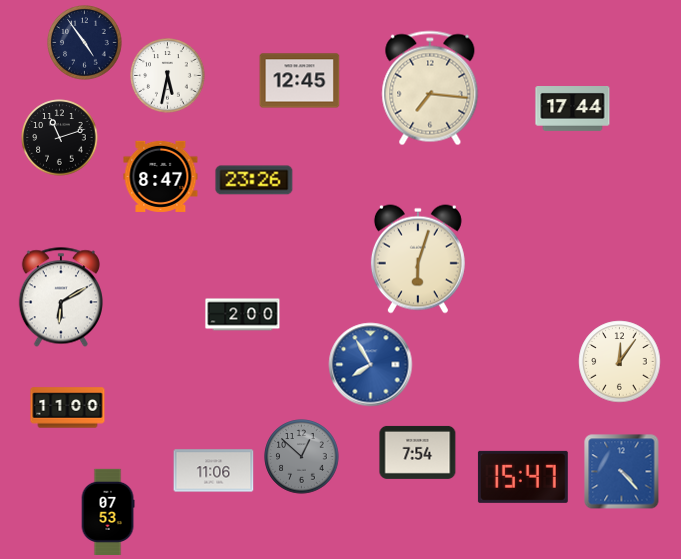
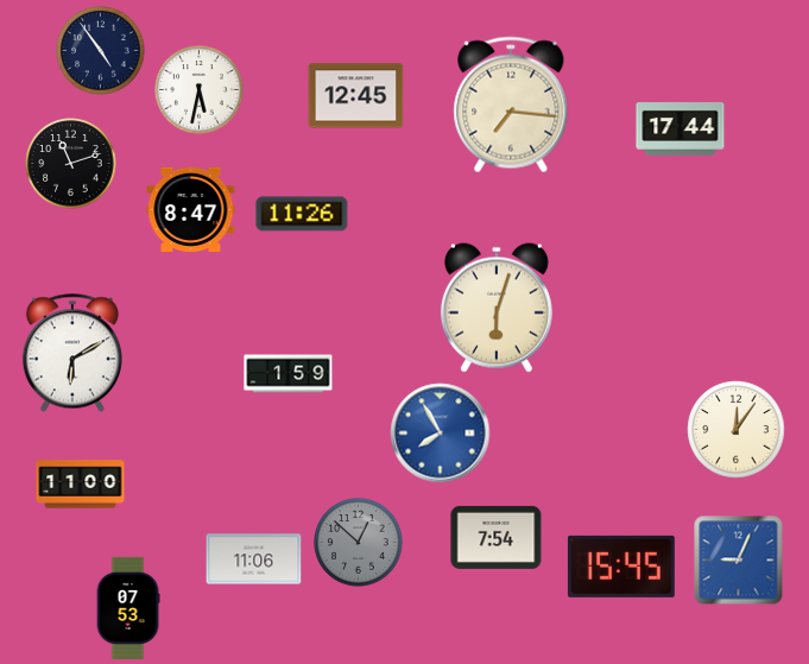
clock at (254, 180): 23:26 -> 11:26
clock at (243, 315): 2:00 -> 1:59
clock at (622, 472): 4:23 -> 9:04
clock at (523, 477): 15:47 -> 15:45
